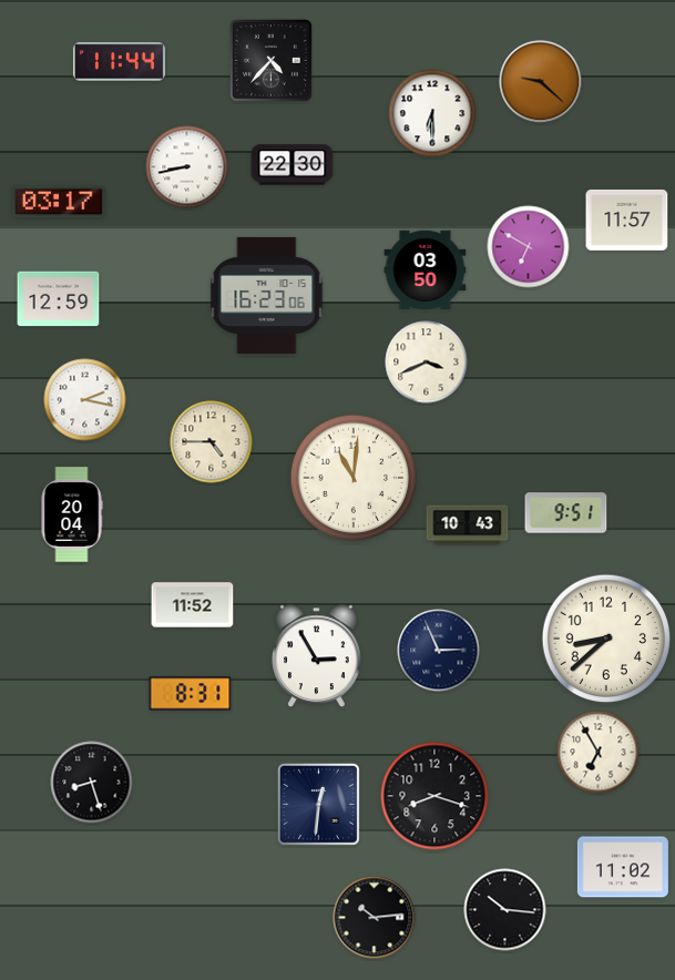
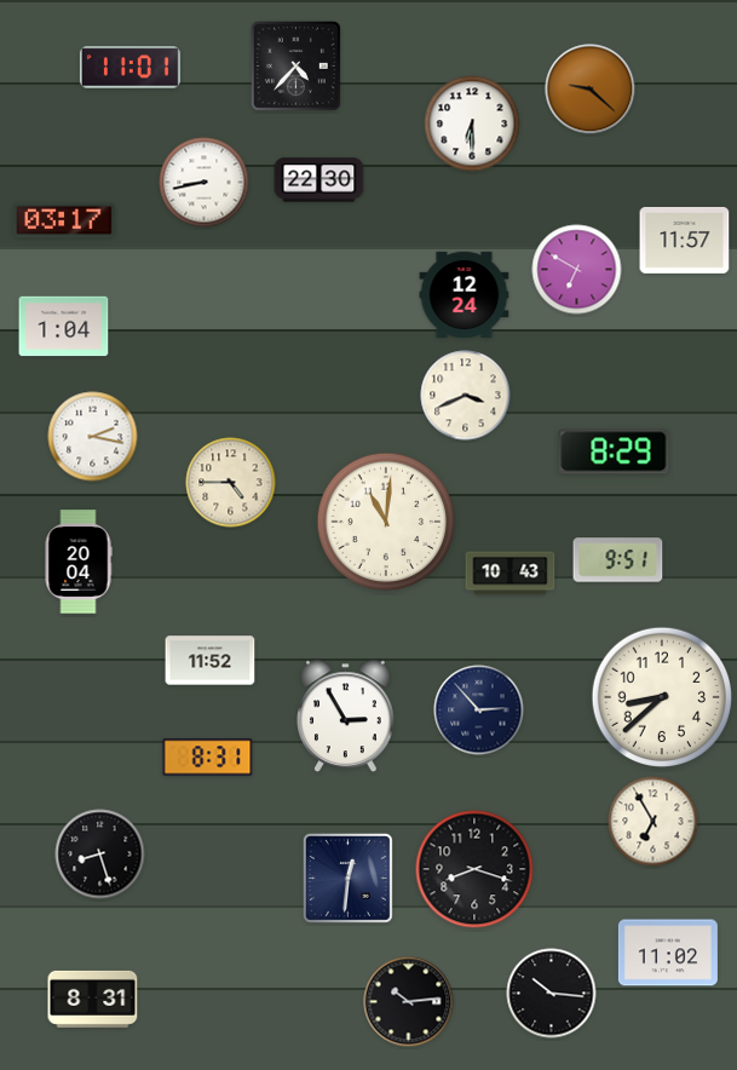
clock at (119, 62): 11:44 -> 11:01
clock at (426, 269): 03:50 -> 12:24
clock at (267, 295): 16:23 -> none
clock at (59, 299): 12:59 -> 1:04
clock at (614, 451): none -> 8:29
clock at (439, 651): 2:56 -> 2:53
clock at (623, 867) position: (623, 867) -> (668, 953)
clock at (93, 999): none -> 8:31
